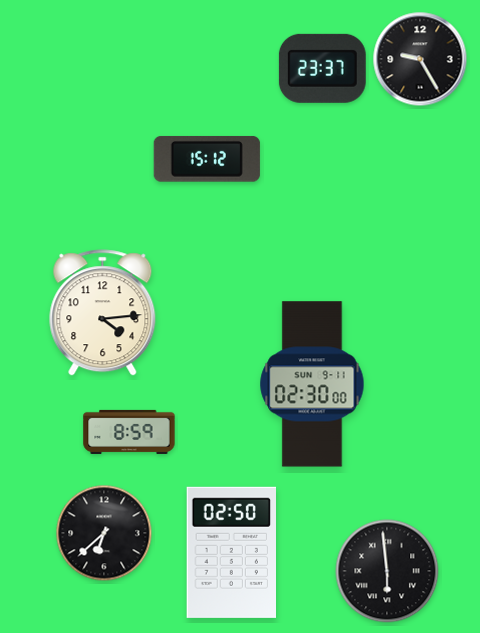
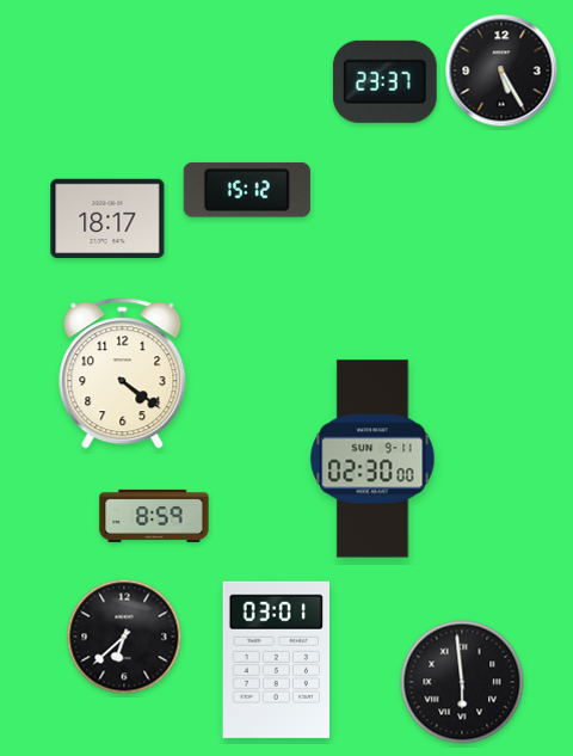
clock at (420, 59): 9:25 -> 5:25
clock at (107, 219): none -> 18:17
clock at (103, 313): 4:14 -> 4:21
clock at (231, 552): 02:50 -> 03:01
